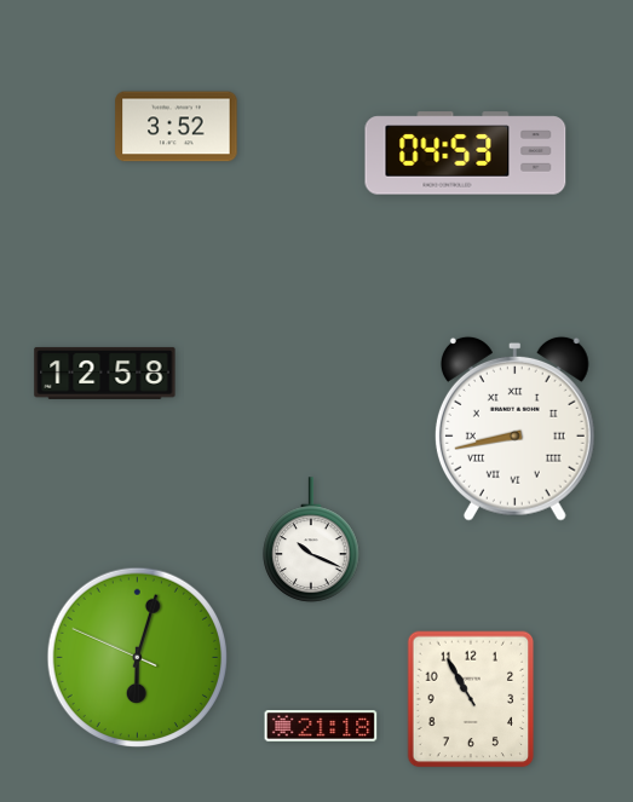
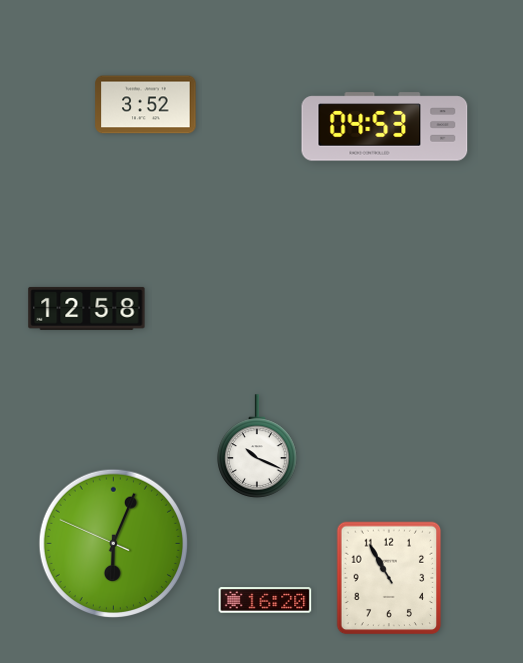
clock at (514, 428): 8:43 -> none
clock at (138, 658): 6:02 -> 6:03
clock at (321, 726): 21:18 -> 16:20
